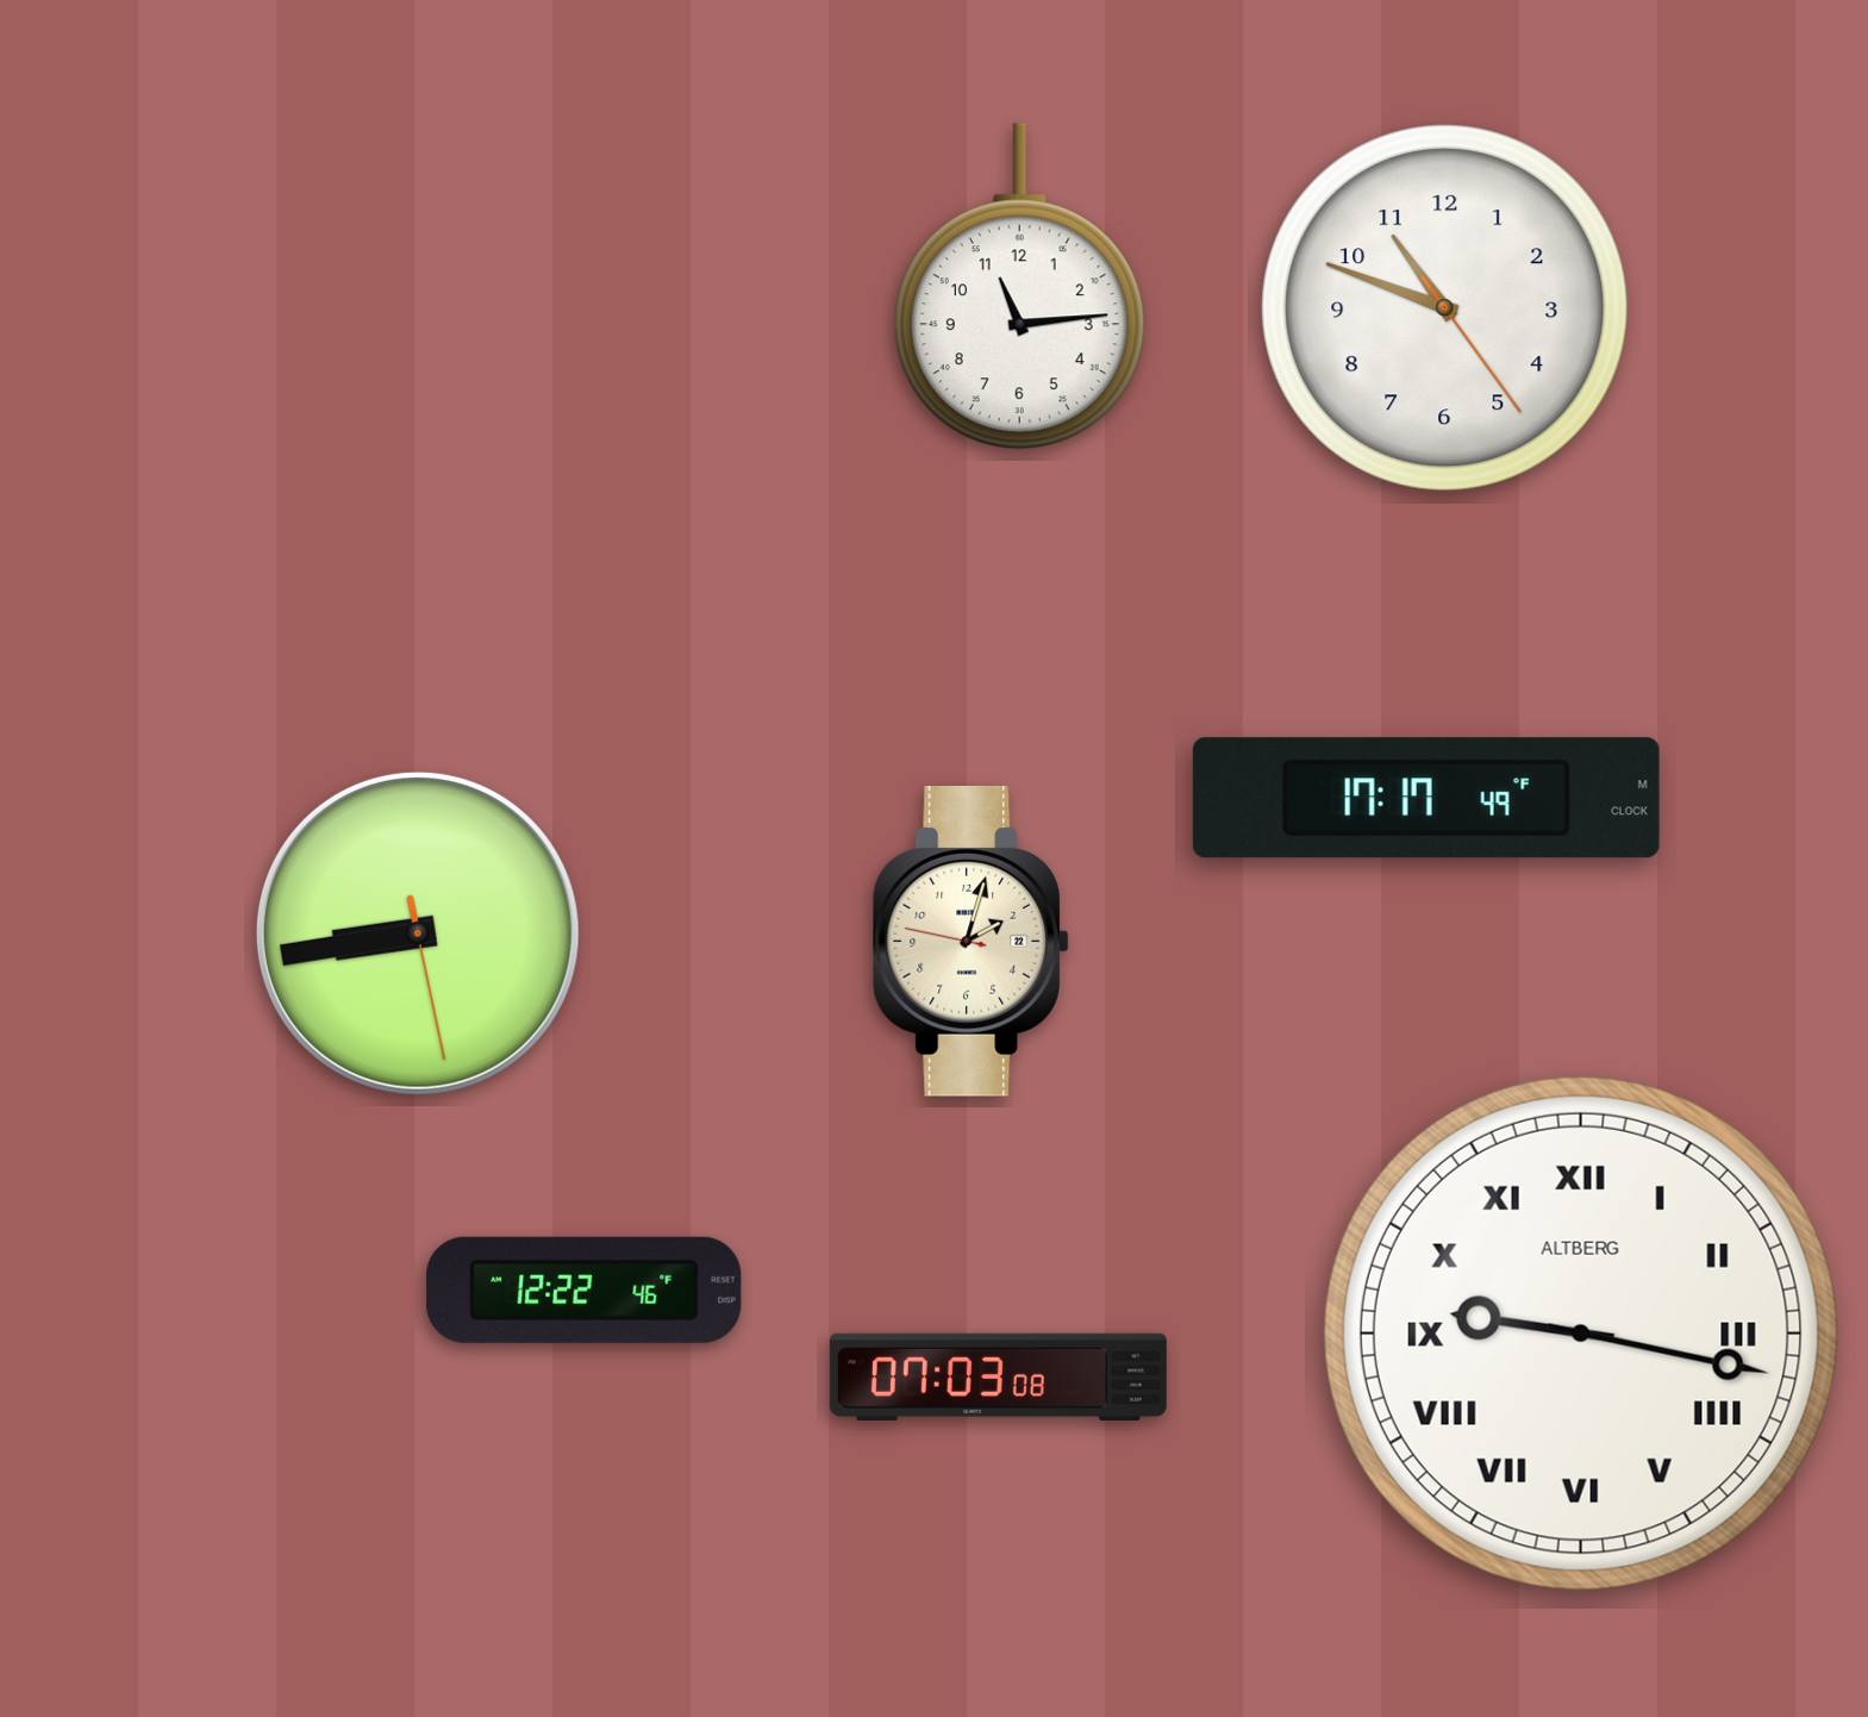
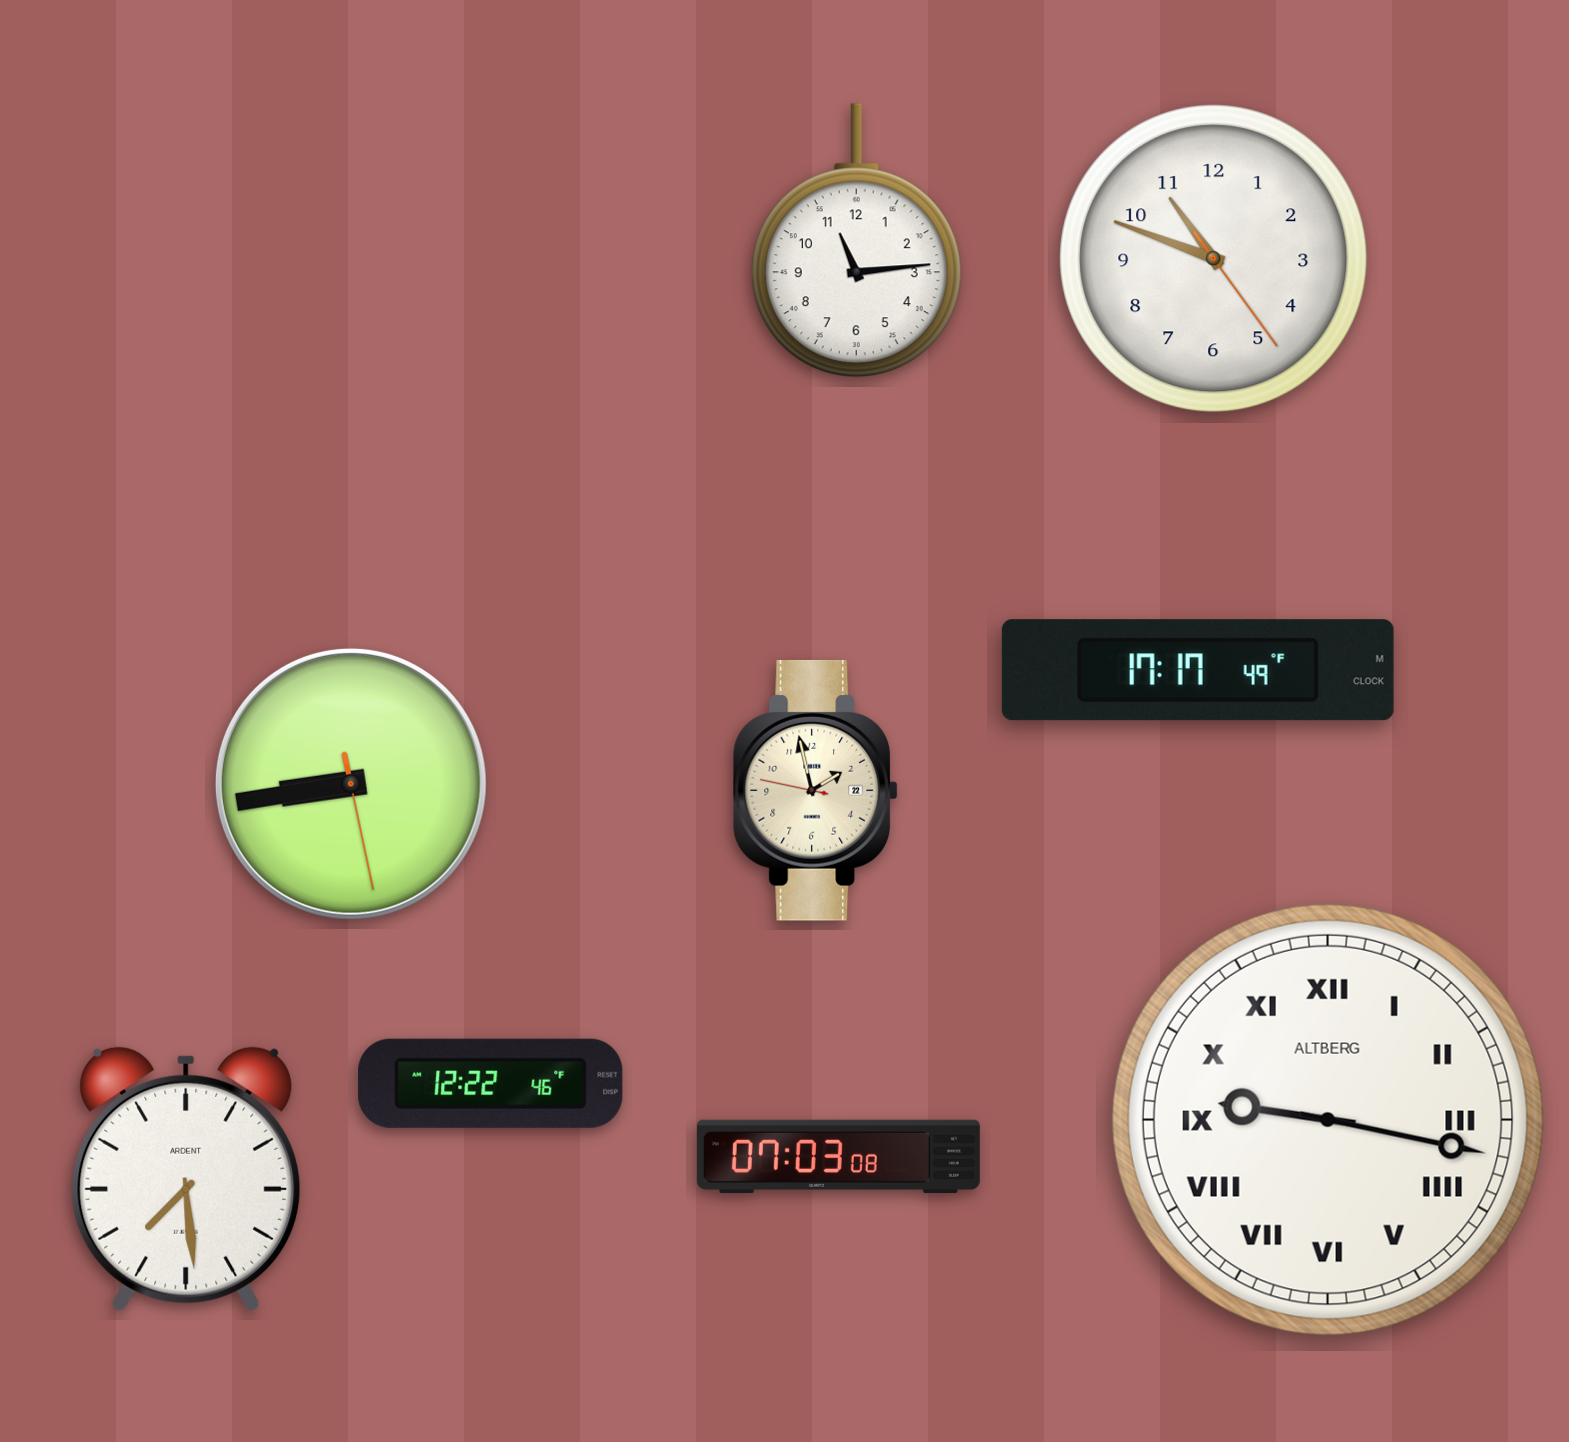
clock at (972, 941): 2:02 -> 1:57
clock at (186, 1179): none -> 7:29
